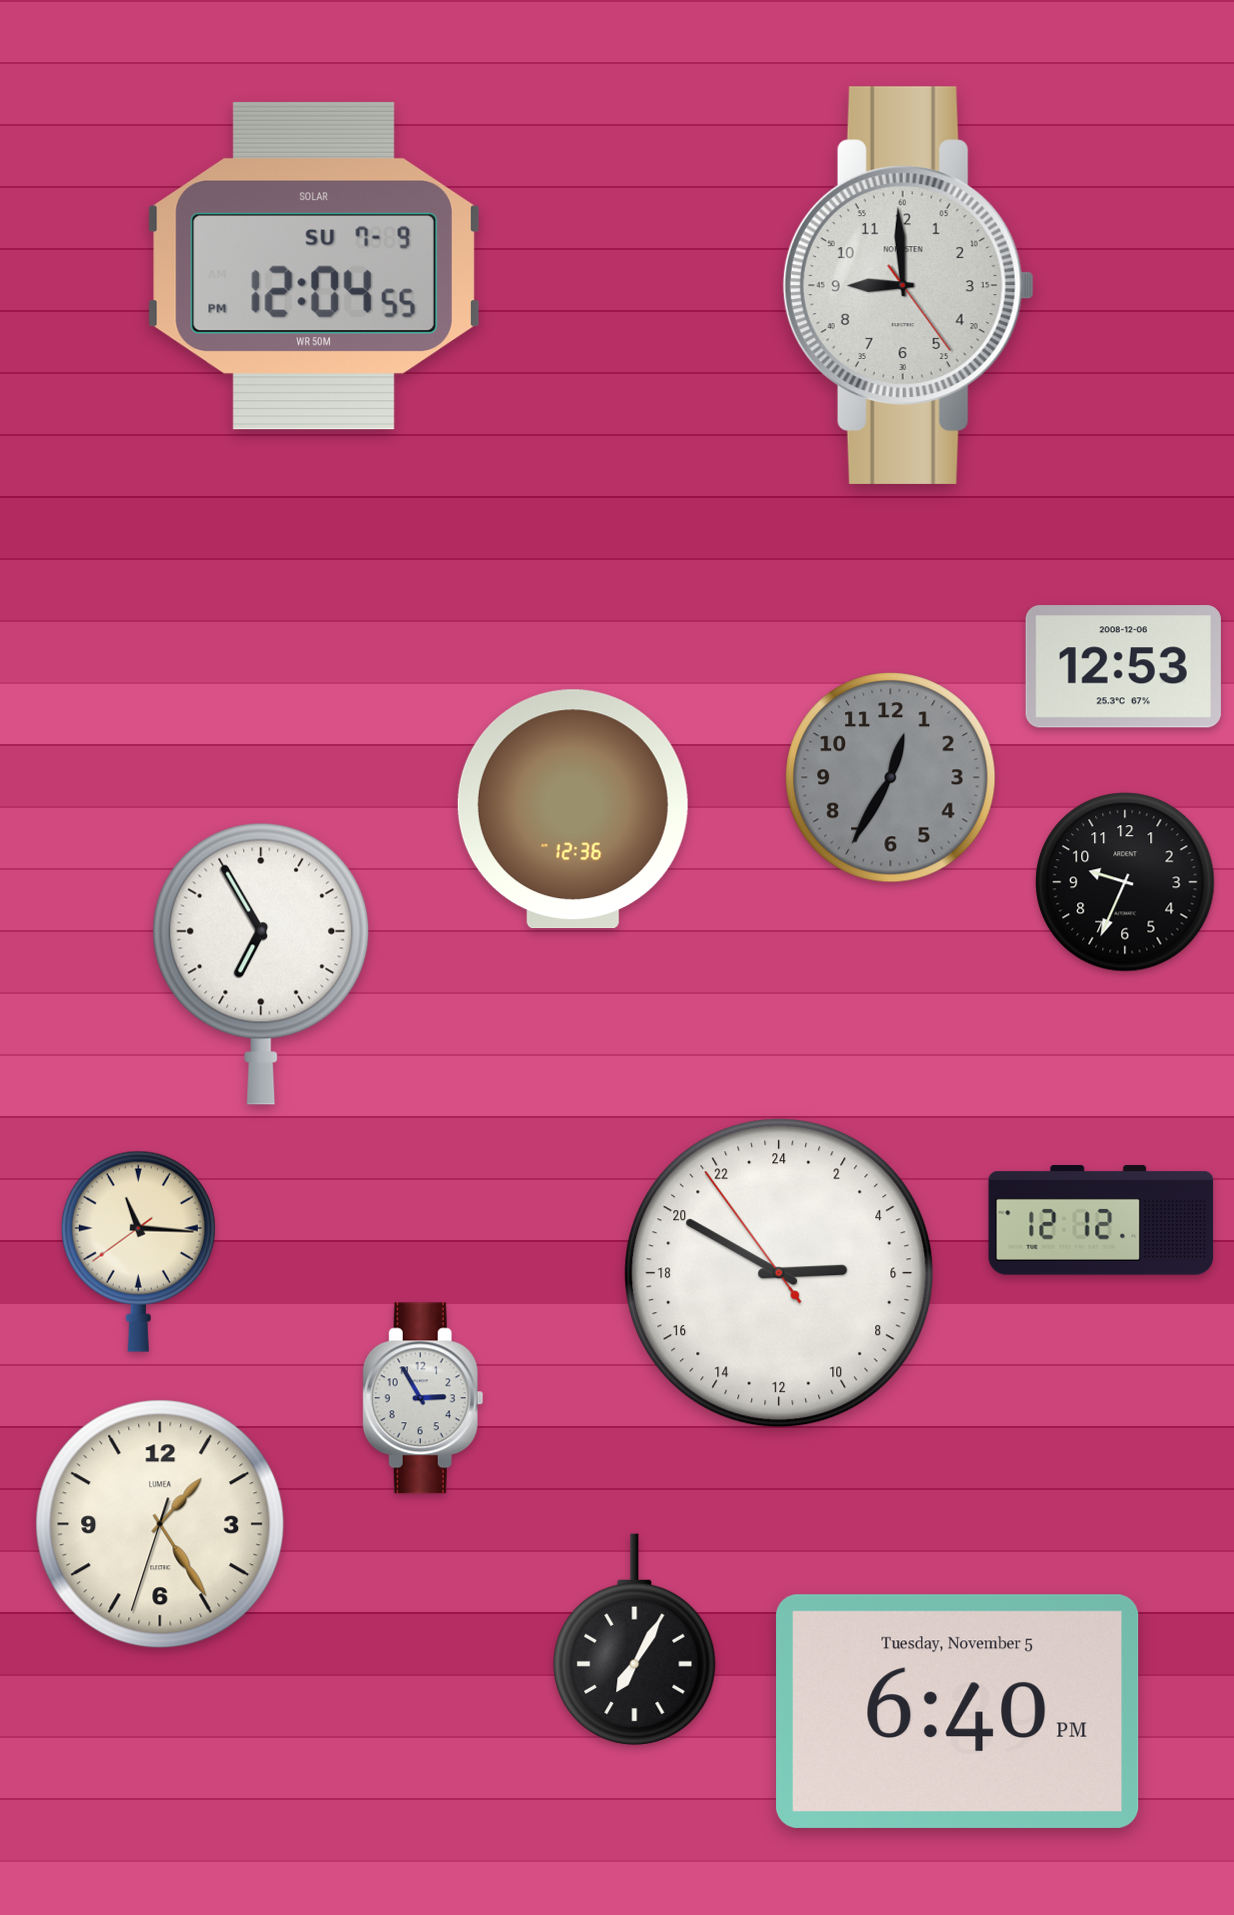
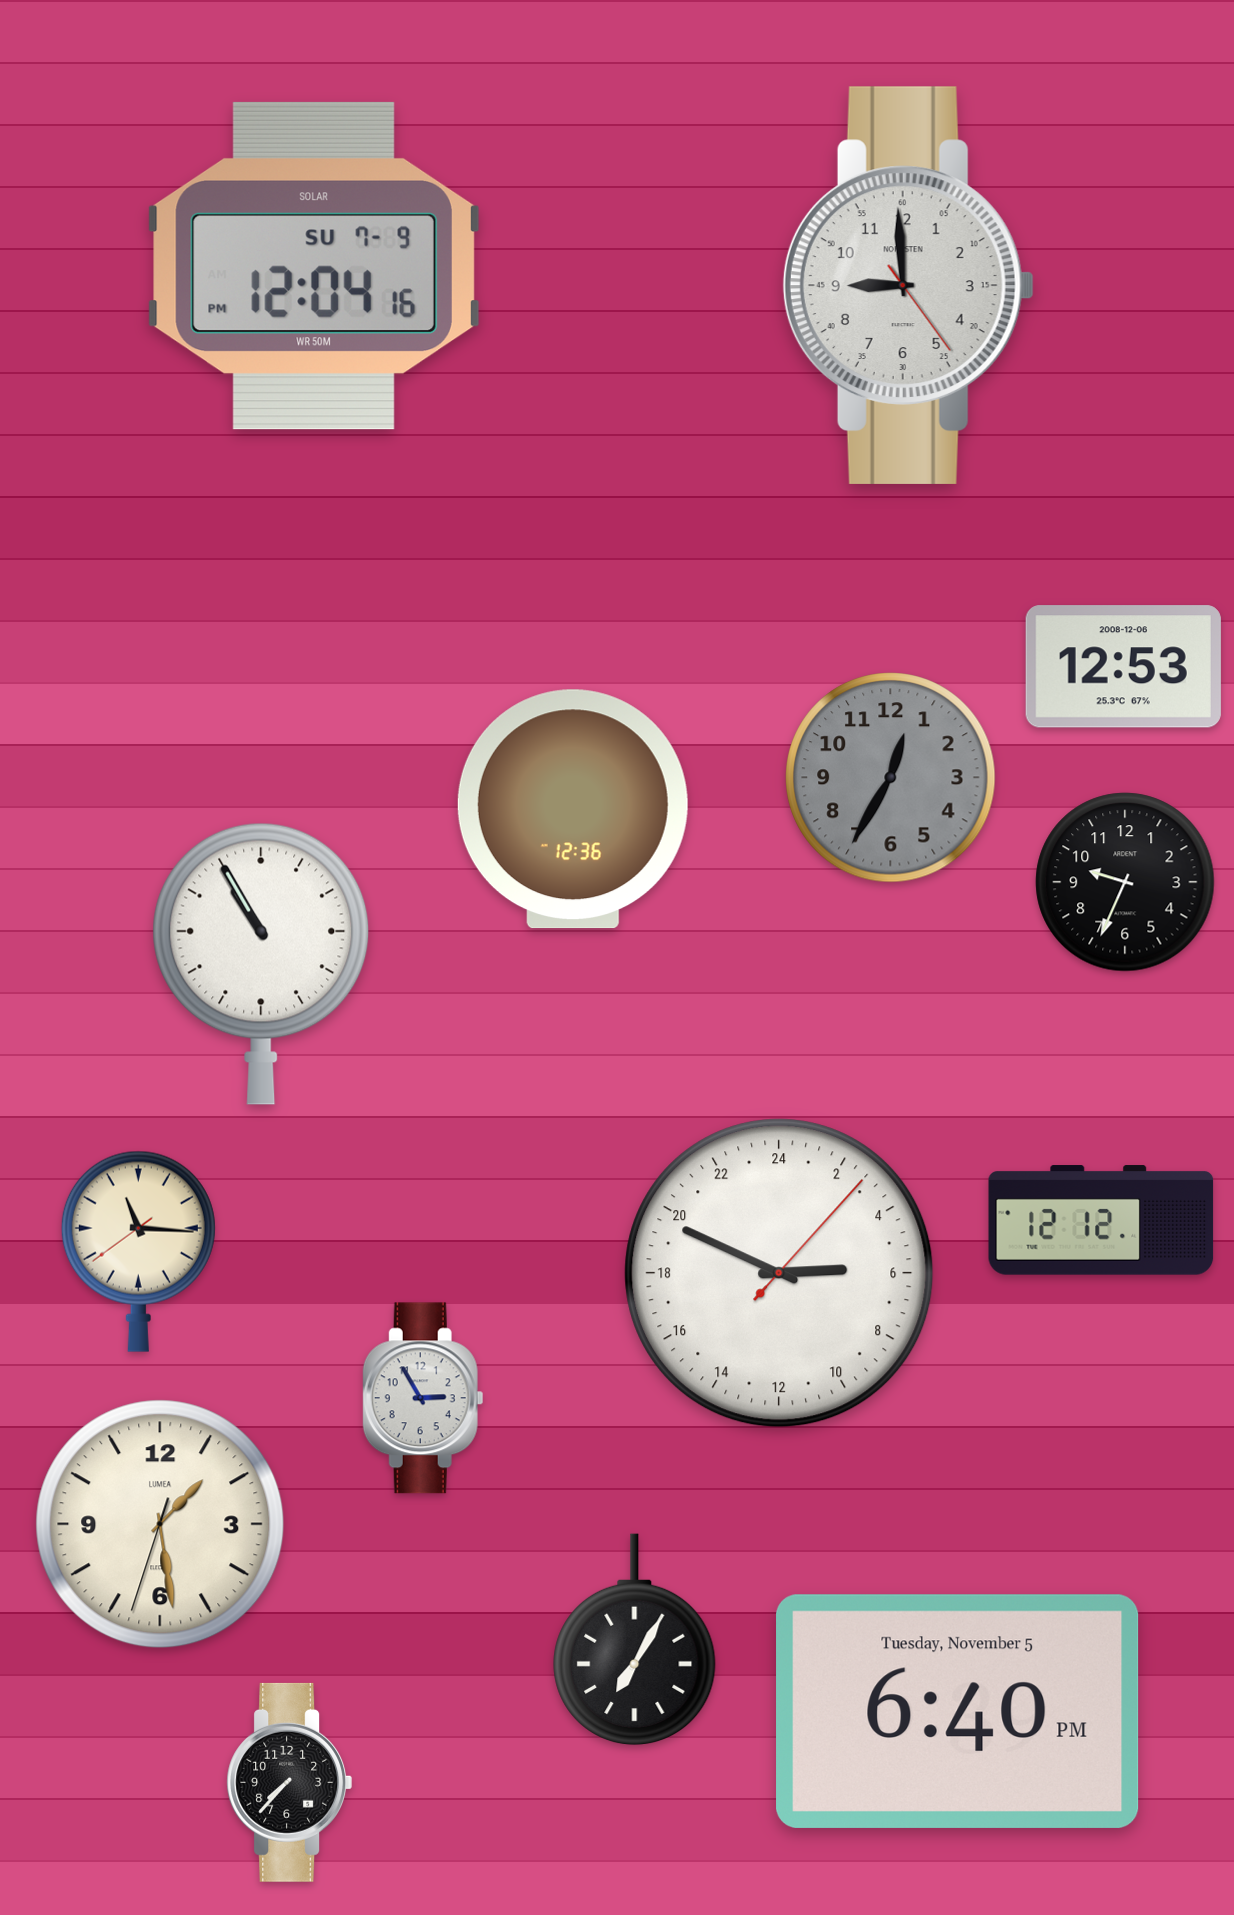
clock at (314, 266): 12:04:55 PM -> 12:04:16 PM
clock at (261, 964): 6:55 -> 10:55
clock at (779, 1273): 5:49:54 -> 5:49:07
clock at (160, 1524): 1:24 -> 1:28
clock at (290, 1782): none -> 7:37
